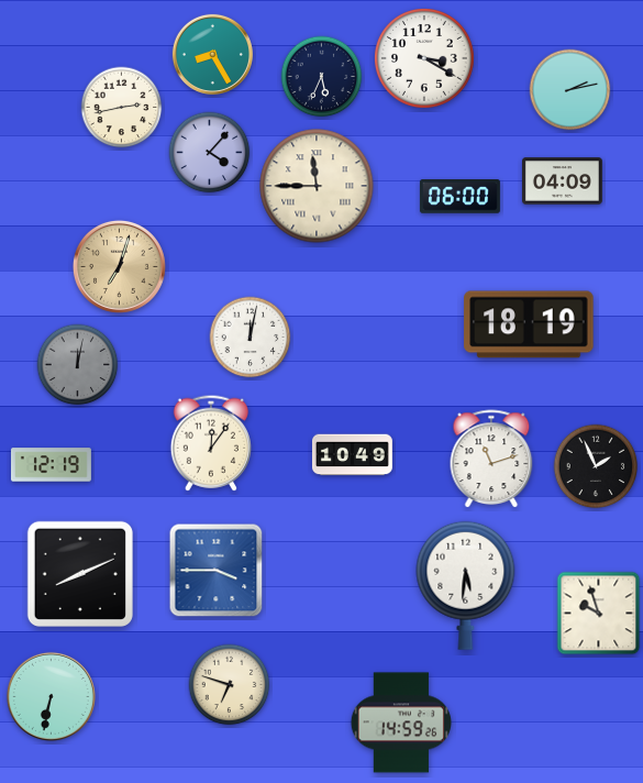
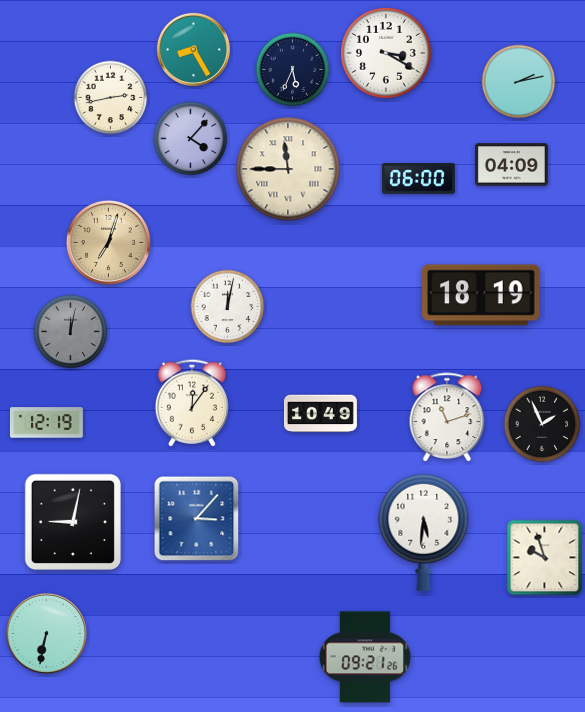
clock at (217, 571): 3:45 -> 3:07
clock at (80, 574): 8:11 -> 9:02
clock at (230, 685): 6:48 -> none
clock at (401, 723): 14:59 -> 09:21
